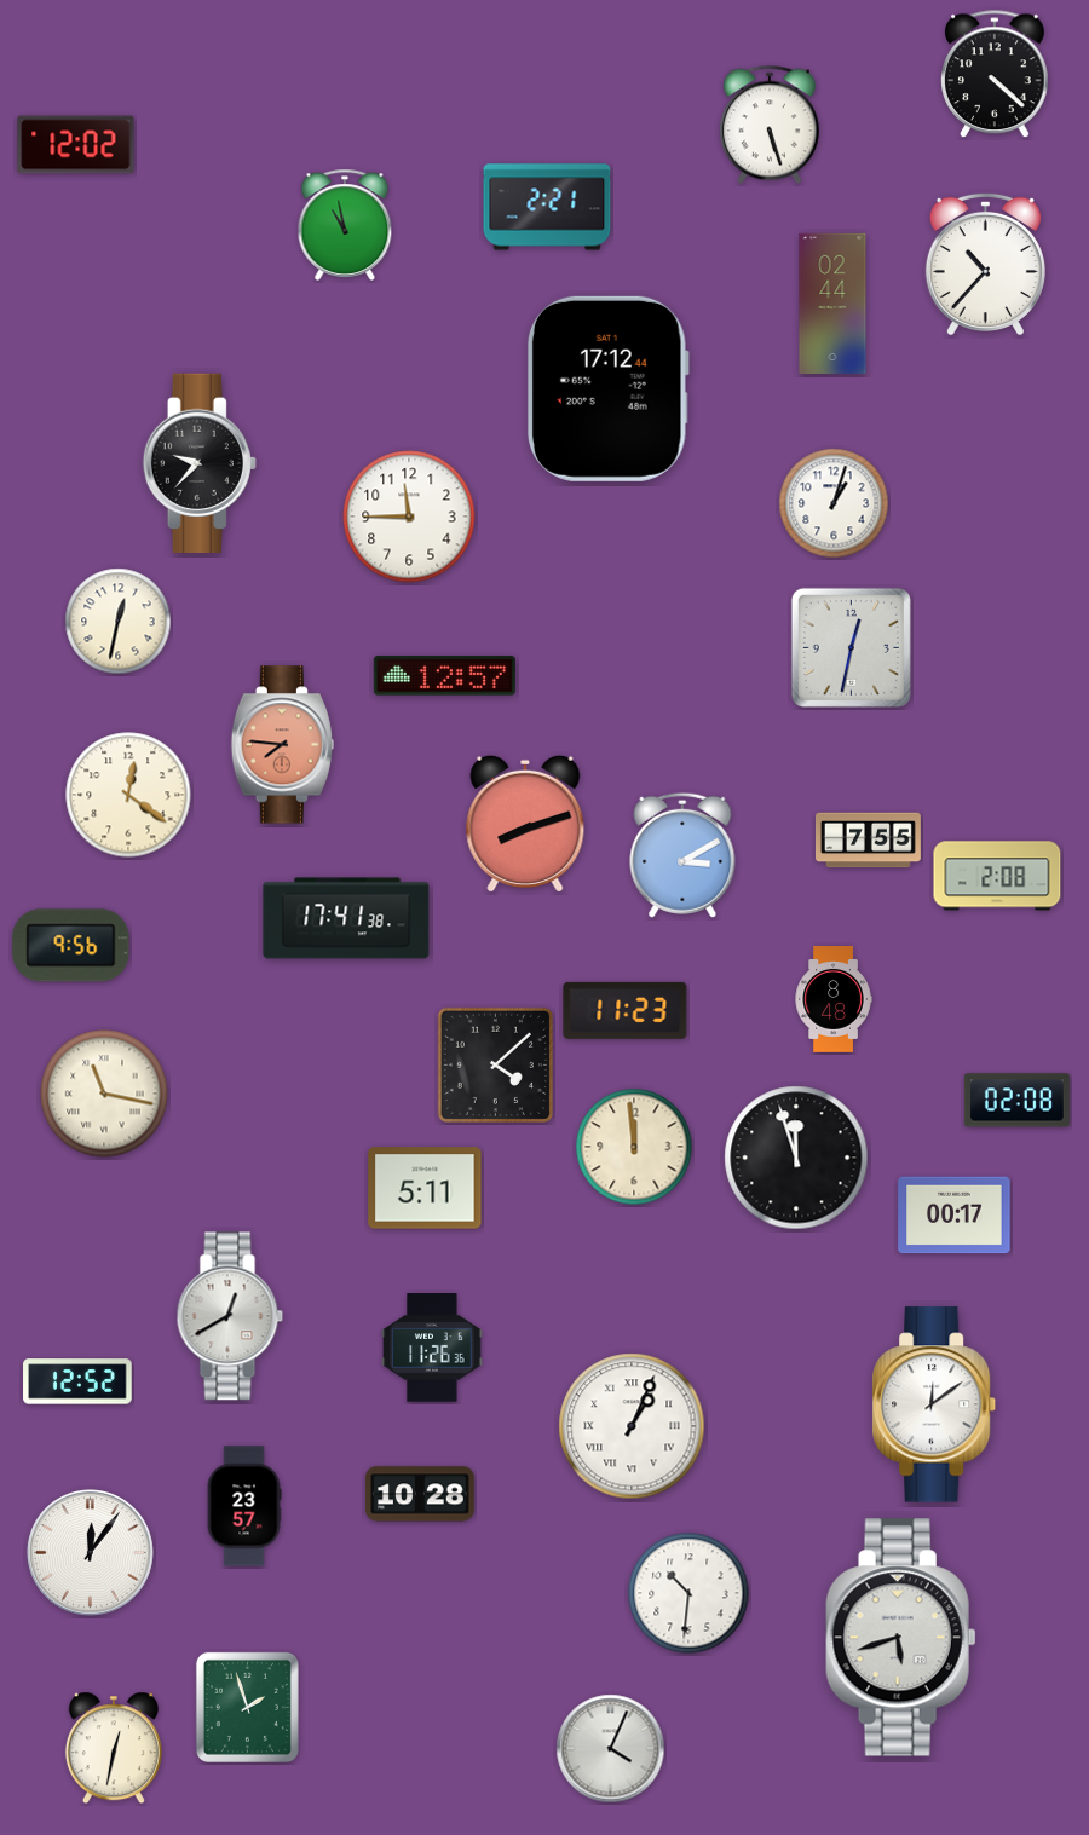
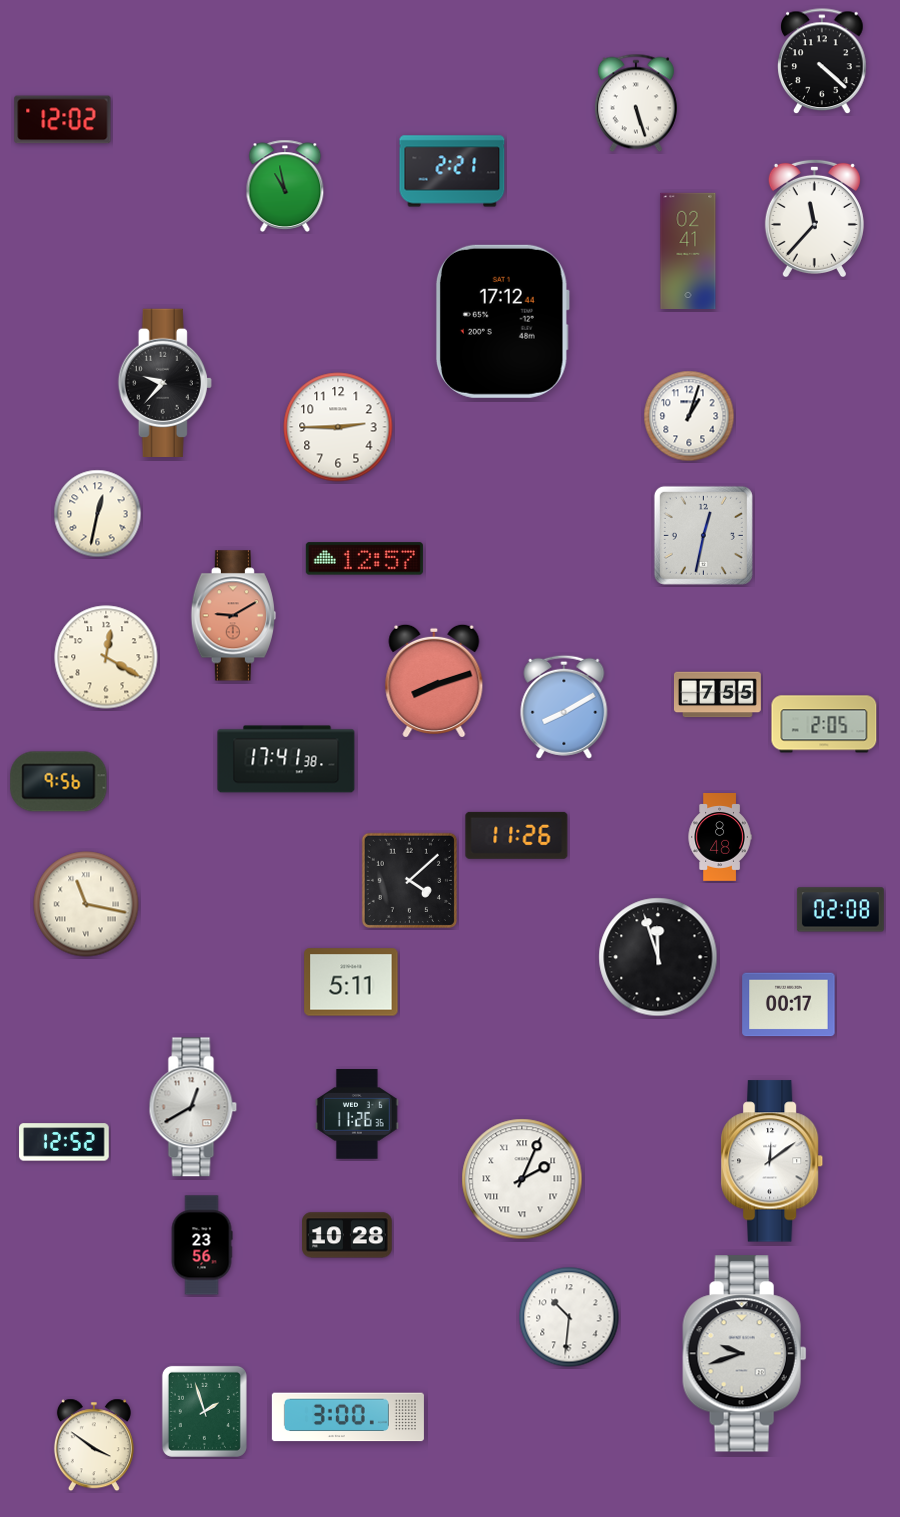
clock at (985, 262): 10:37 -> 11:37
clock at (832, 302): 02:44 -> 02:41
clock at (409, 517): 11:45 -> 2:45
clock at (444, 676) position: (444, 676) -> (364, 559)
clock at (282, 745): 7:46 -> 9:10
clock at (128, 795): 12:21 -> 12:20
clock at (682, 855): 3:10 -> 8:10
clock at (997, 876): 2:08 -> 2:05
clock at (834, 1000) position: (834, 1000) -> (720, 838)
clock at (626, 1010): 11:23 -> 11:26
clock at (634, 1147): 11:59 -> none
clock at (230, 1316) position: (230, 1316) -> (193, 1107)
clock at (632, 1426): 1:04 -> 2:04
clock at (244, 1506): 23:57 -> 23:56
clock at (91, 1553): 12:06 -> none
clock at (901, 1638): 5:42 -> 9:42
clock at (348, 1417): none -> 3:00
clock at (114, 1748): 12:32 -> 3:51
clock at (611, 1749): 4:04 -> none
